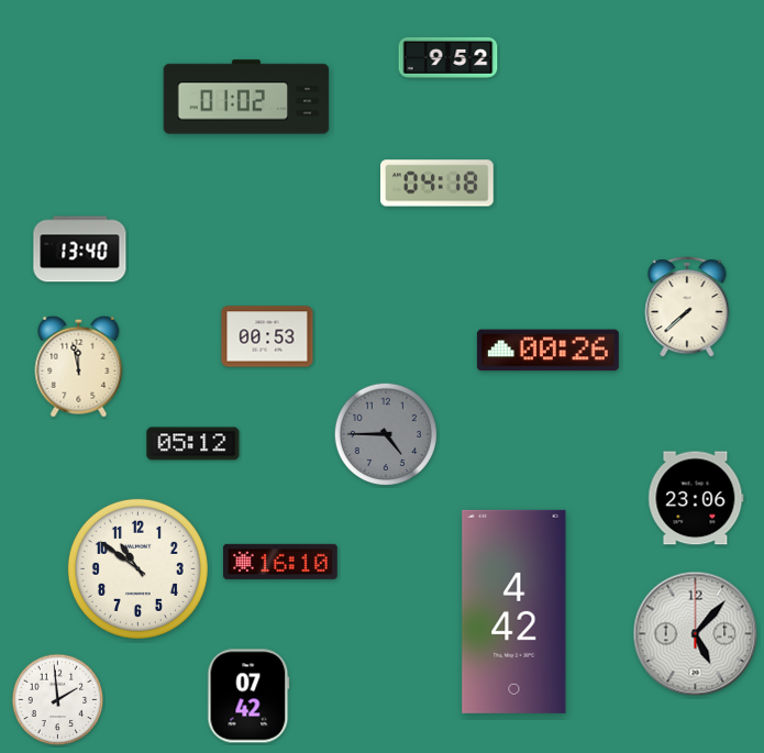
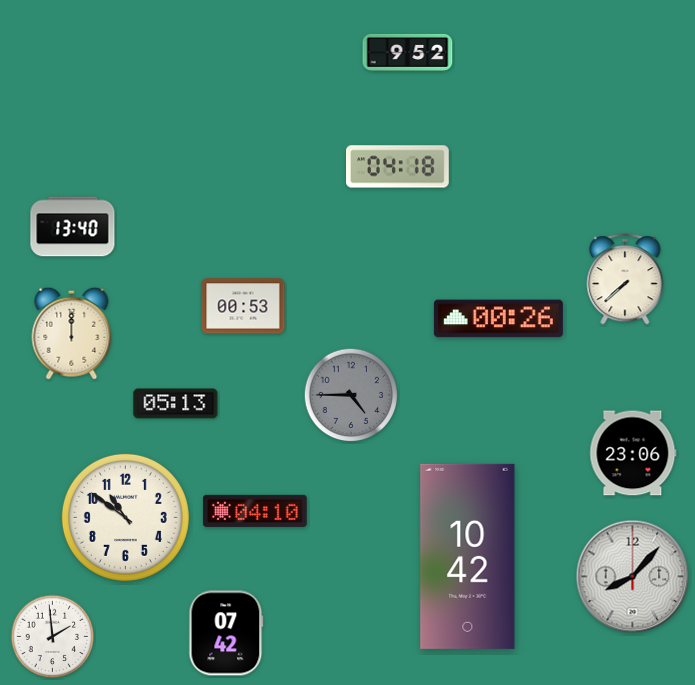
clock at (246, 97): 01:02 -> none
clock at (79, 366): 11:58 -> 12:00
clock at (193, 444): 05:12 -> 05:13
clock at (280, 562): 16:10 -> 04:10
clock at (514, 611): 4:42 -> 10:42
clock at (696, 634): 5:07 -> 8:07
